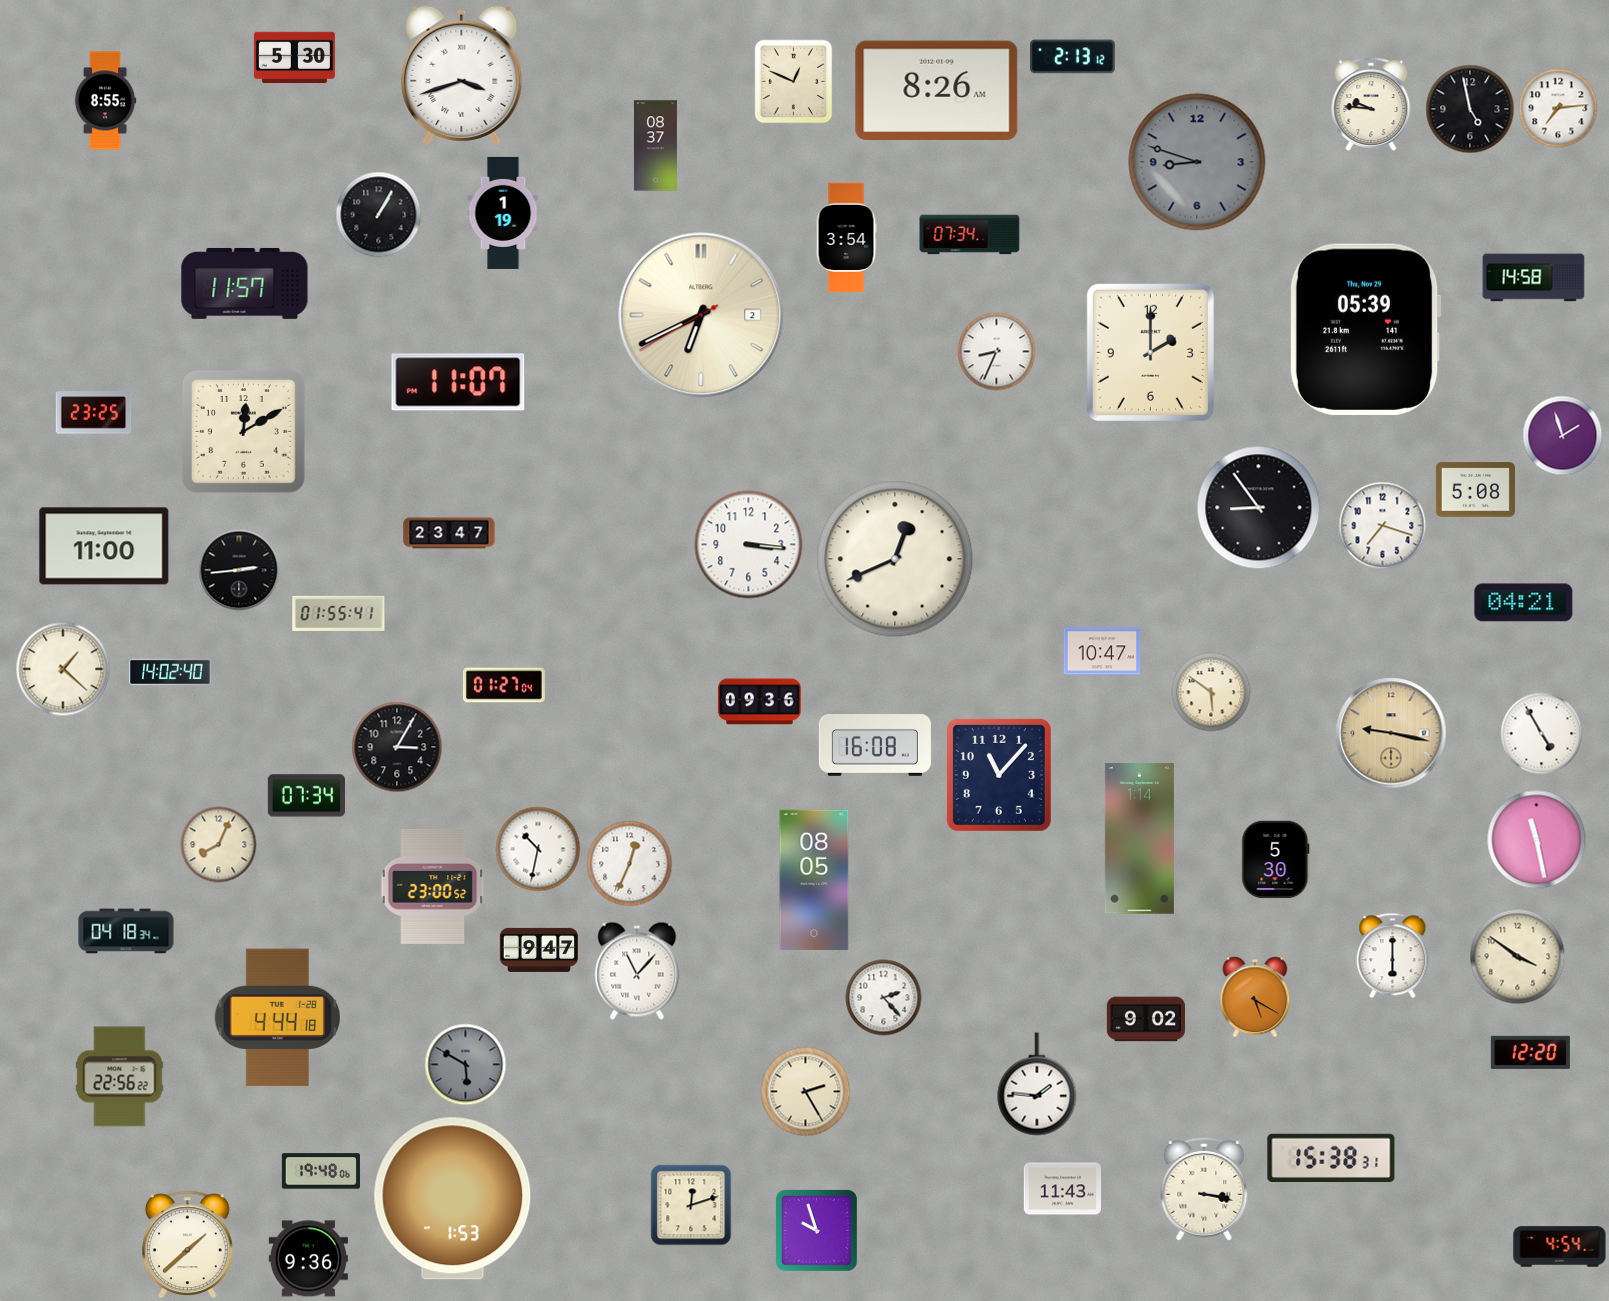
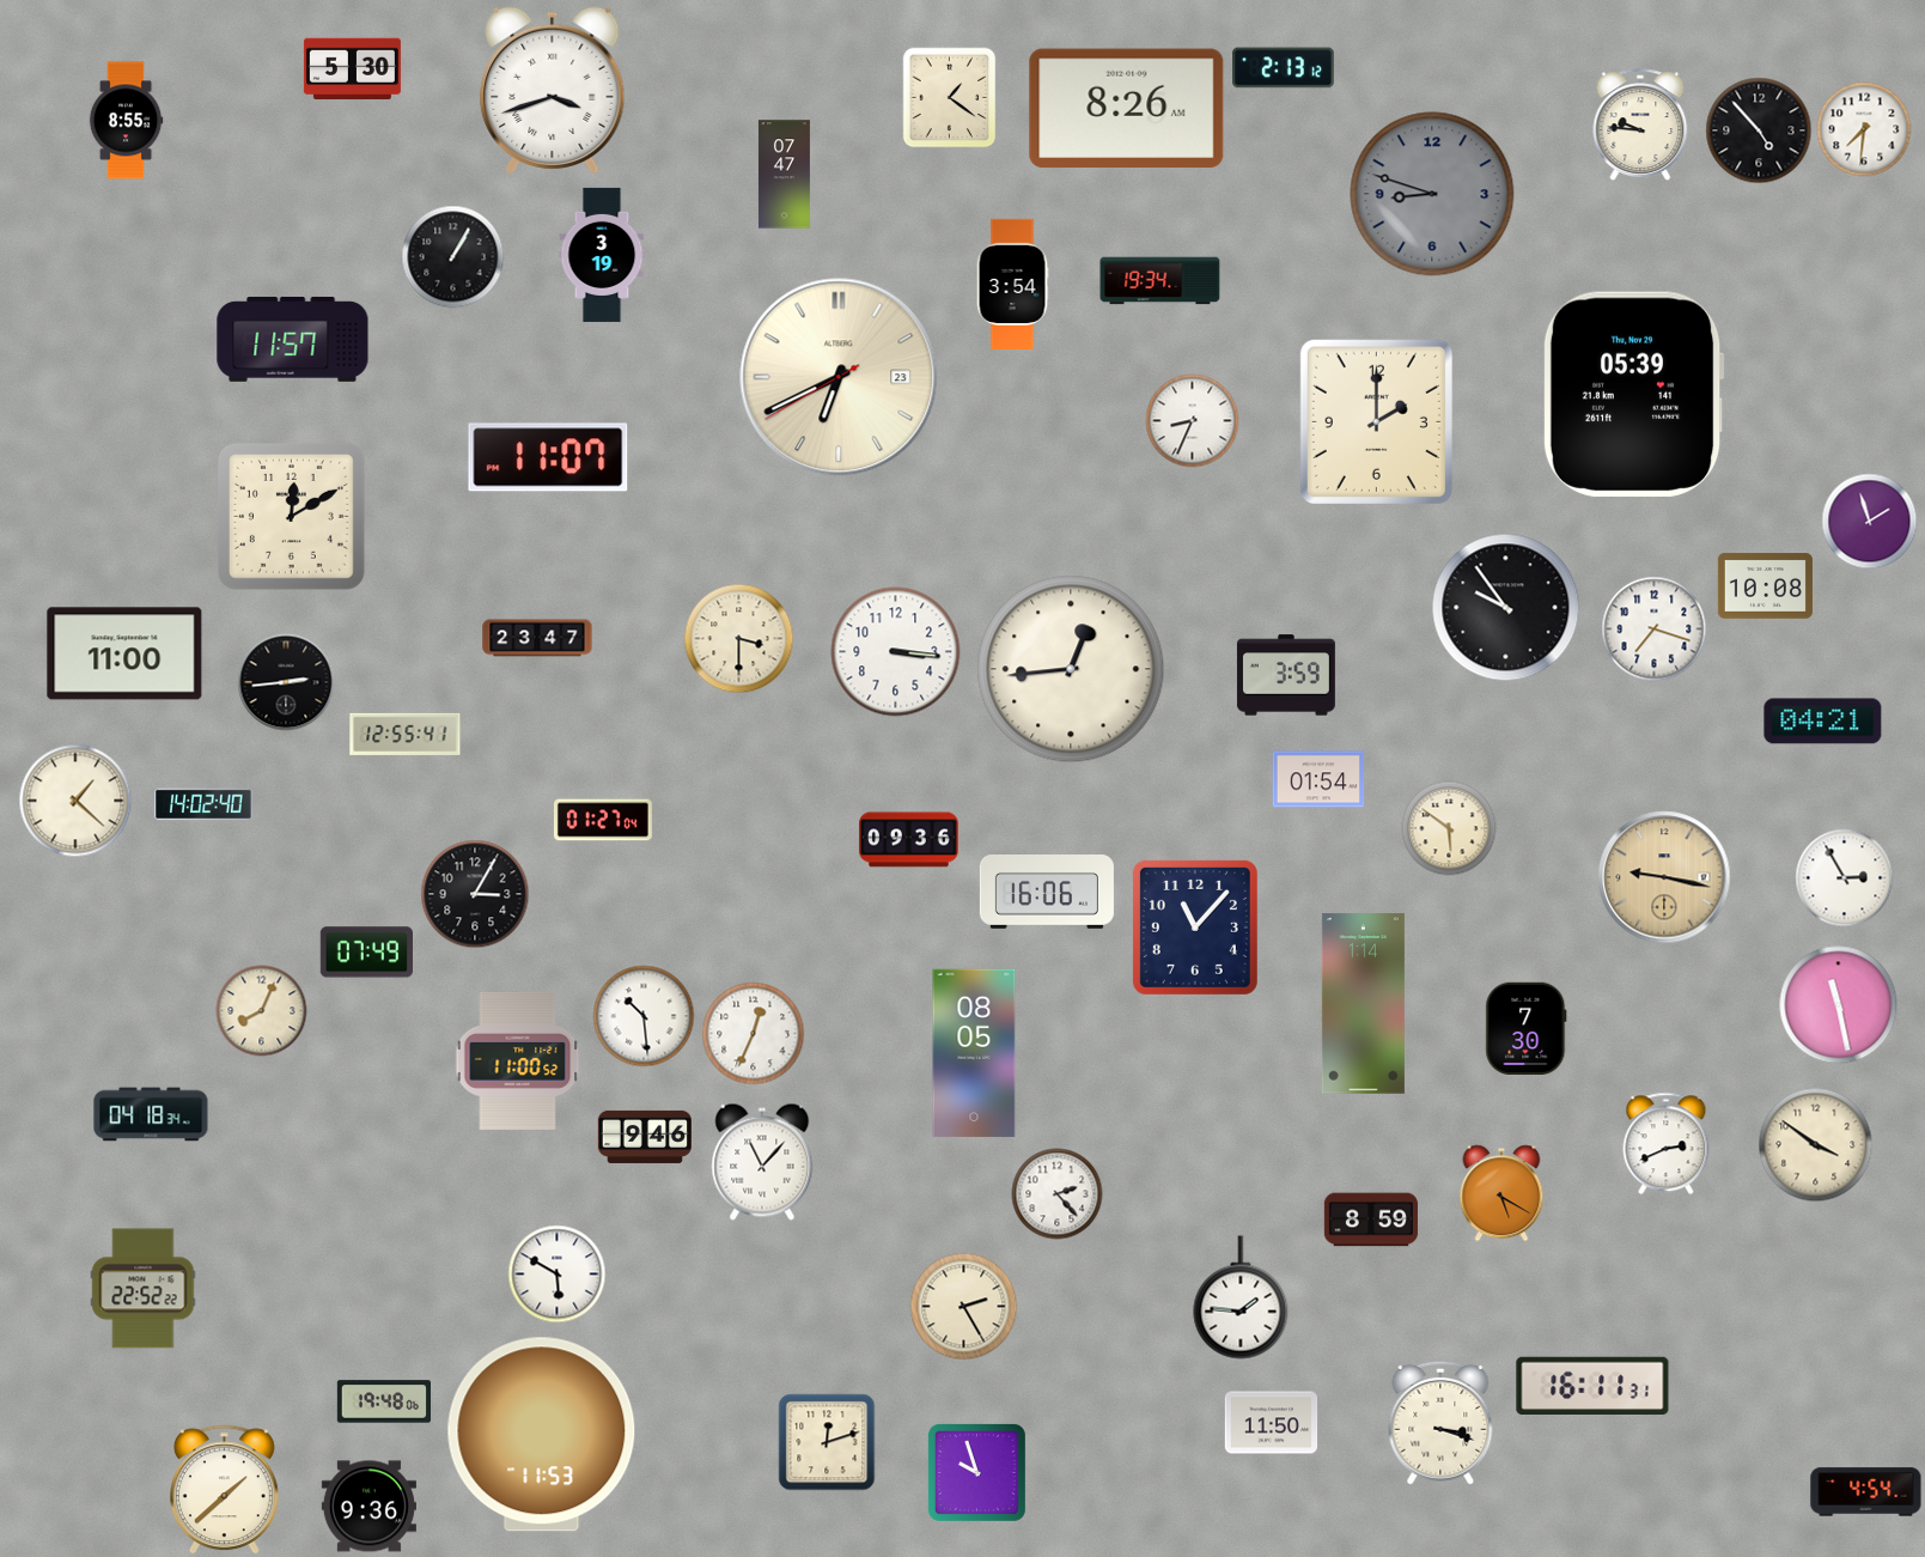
clock at (794, 82): 12:49 -> 1:21
clock at (937, 91) position: (937, 91) -> (1127, 109)
clock at (1558, 108): 7:14 -> 7:31
clock at (1470, 109): 4:58 -> 4:53
clock at (655, 146): 08:37 -> 07:47
clock at (503, 213): 1:19 -> 3:19
clock at (970, 235): 07:34 -> 19:34
clock at (1534, 278): 14:58 -> none
clock at (701, 315) date: 2 -> 23
clock at (94, 413): 23:25 -> none
clock at (1475, 490): 5:08 -> 10:08
clock at (1259, 508): 8:54 -> 9:54
clock at (739, 639): none -> 3:30
clock at (895, 559): 12:41 -> 12:44
clock at (1286, 675): none -> 3:59
clock at (339, 613): 01:55 -> 12:55
clock at (1102, 651): 10:47 -> 01:54
clock at (1542, 734): 4:55 -> 2:55
clock at (875, 746): 16:08 -> 16:06
clock at (306, 796): 07:34 -> 07:49
clock at (538, 849): 10:32 -> 10:29
clock at (1276, 859): 5:30 -> 7:30
clock at (433, 886): 23:00 -> 11:00
clock at (538, 950): 9:47 -> 9:46
clock at (1393, 956): 6:00 -> 2:41
clock at (277, 1018): 4:44 -> none
clock at (1145, 1019): 9:02 -> 8:59
clock at (1530, 1052): 12:20 -> none
clock at (466, 1065) dial: grey -> white
clock at (120, 1077): 22:56 -> 22:52
clock at (1331, 1157): 15:38 -> 16:11
clock at (1063, 1189): 11:43 -> 11:50
clock at (1204, 1189): 3:17 -> 3:18
clock at (453, 1199): 1:53 -> 11:53
